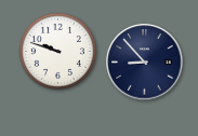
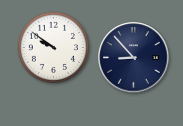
clock at (57, 51): 9:48 -> 9:51
